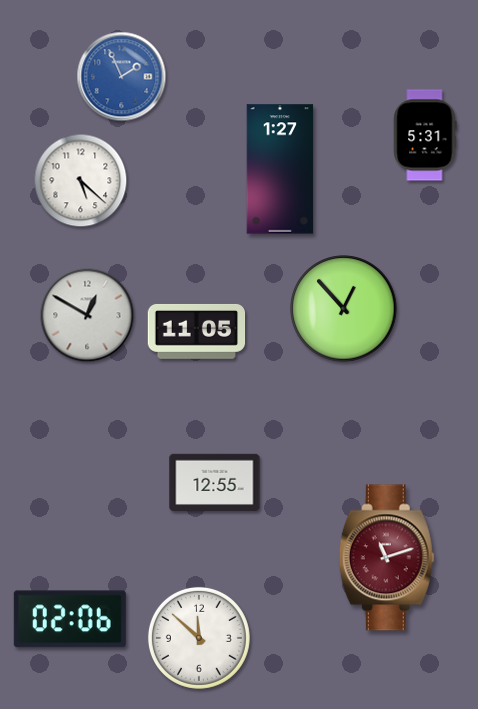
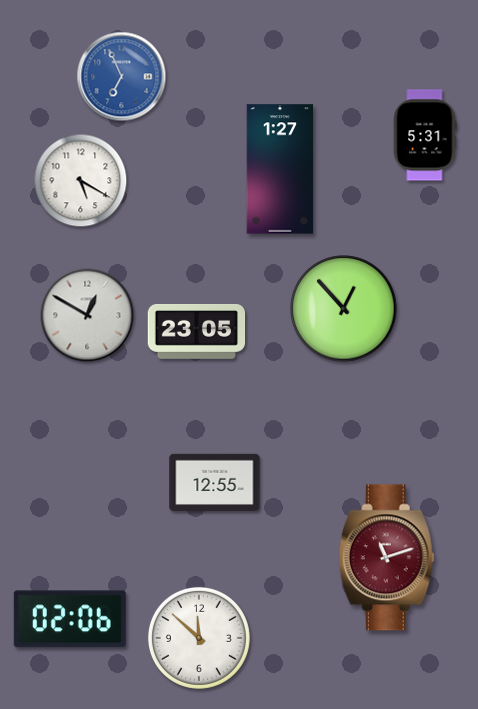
clock at (122, 77): 1:56 -> 6:56
clock at (81, 181): 5:22 -> 5:20
clock at (197, 332): 11:05 -> 23:05
